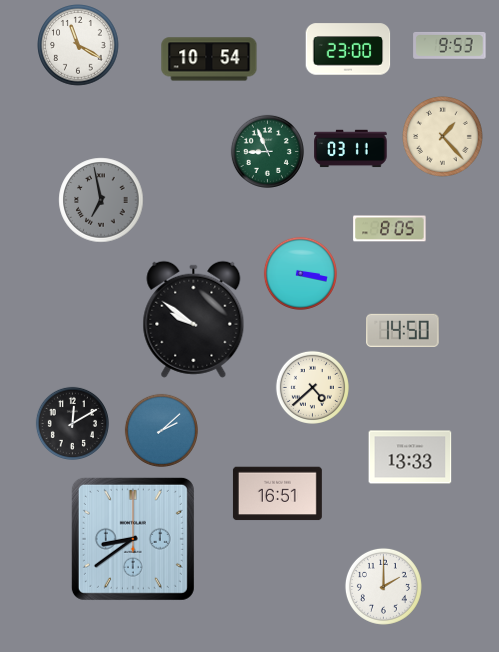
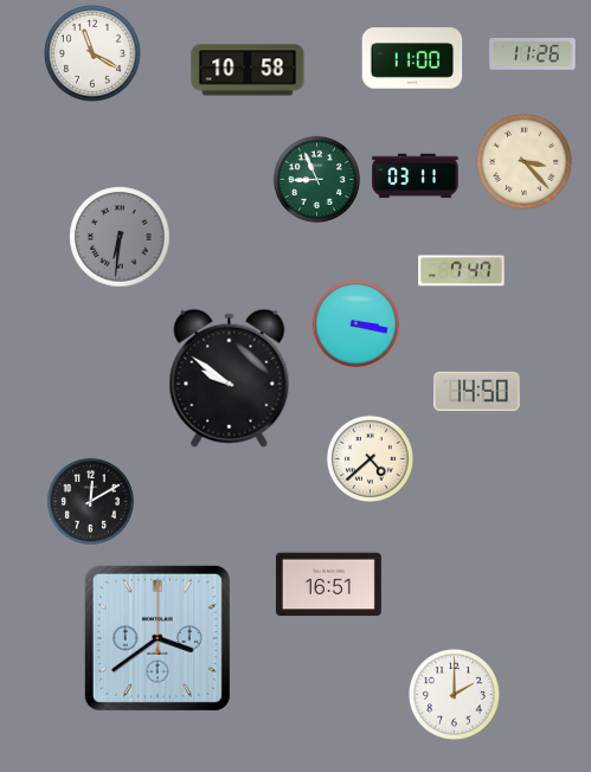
clock at (450, 46): 9:53 -> 11:26
clock at (348, 49): 23:00 -> 11:00
clock at (209, 59): 10:54 -> 10:58
clock at (443, 137): 1:23 -> 3:23
clock at (101, 200): 6:58 -> 6:31
clock at (390, 229): 8:05 -> 7:47
clock at (72, 423) position: (72, 423) -> (90, 501)
clock at (161, 430): 2:08 -> none
clock at (410, 457): 13:33 -> none
clock at (133, 539): 8:39 -> 3:39
